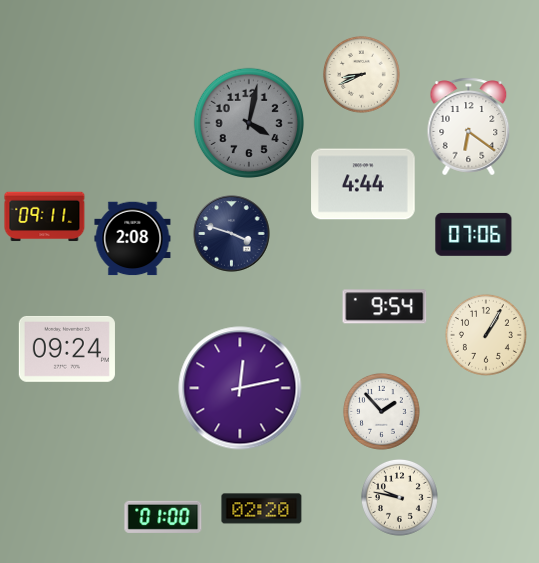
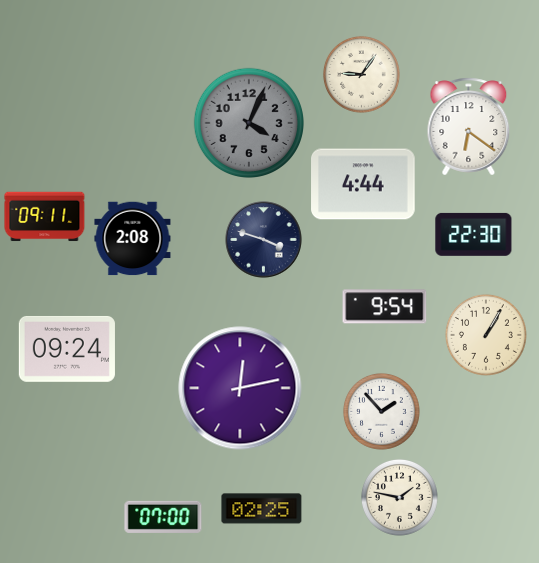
clock at (361, 74): 8:41 -> 9:06
clock at (248, 122): 4:02 -> 4:04
clock at (232, 234) position: (232, 234) -> (264, 240)
clock at (474, 234): 07:06 -> 22:30
clock at (399, 497): 9:47 -> 1:47
clock at (262, 509): 02:20 -> 02:25
clock at (163, 517): 01:00 -> 07:00
